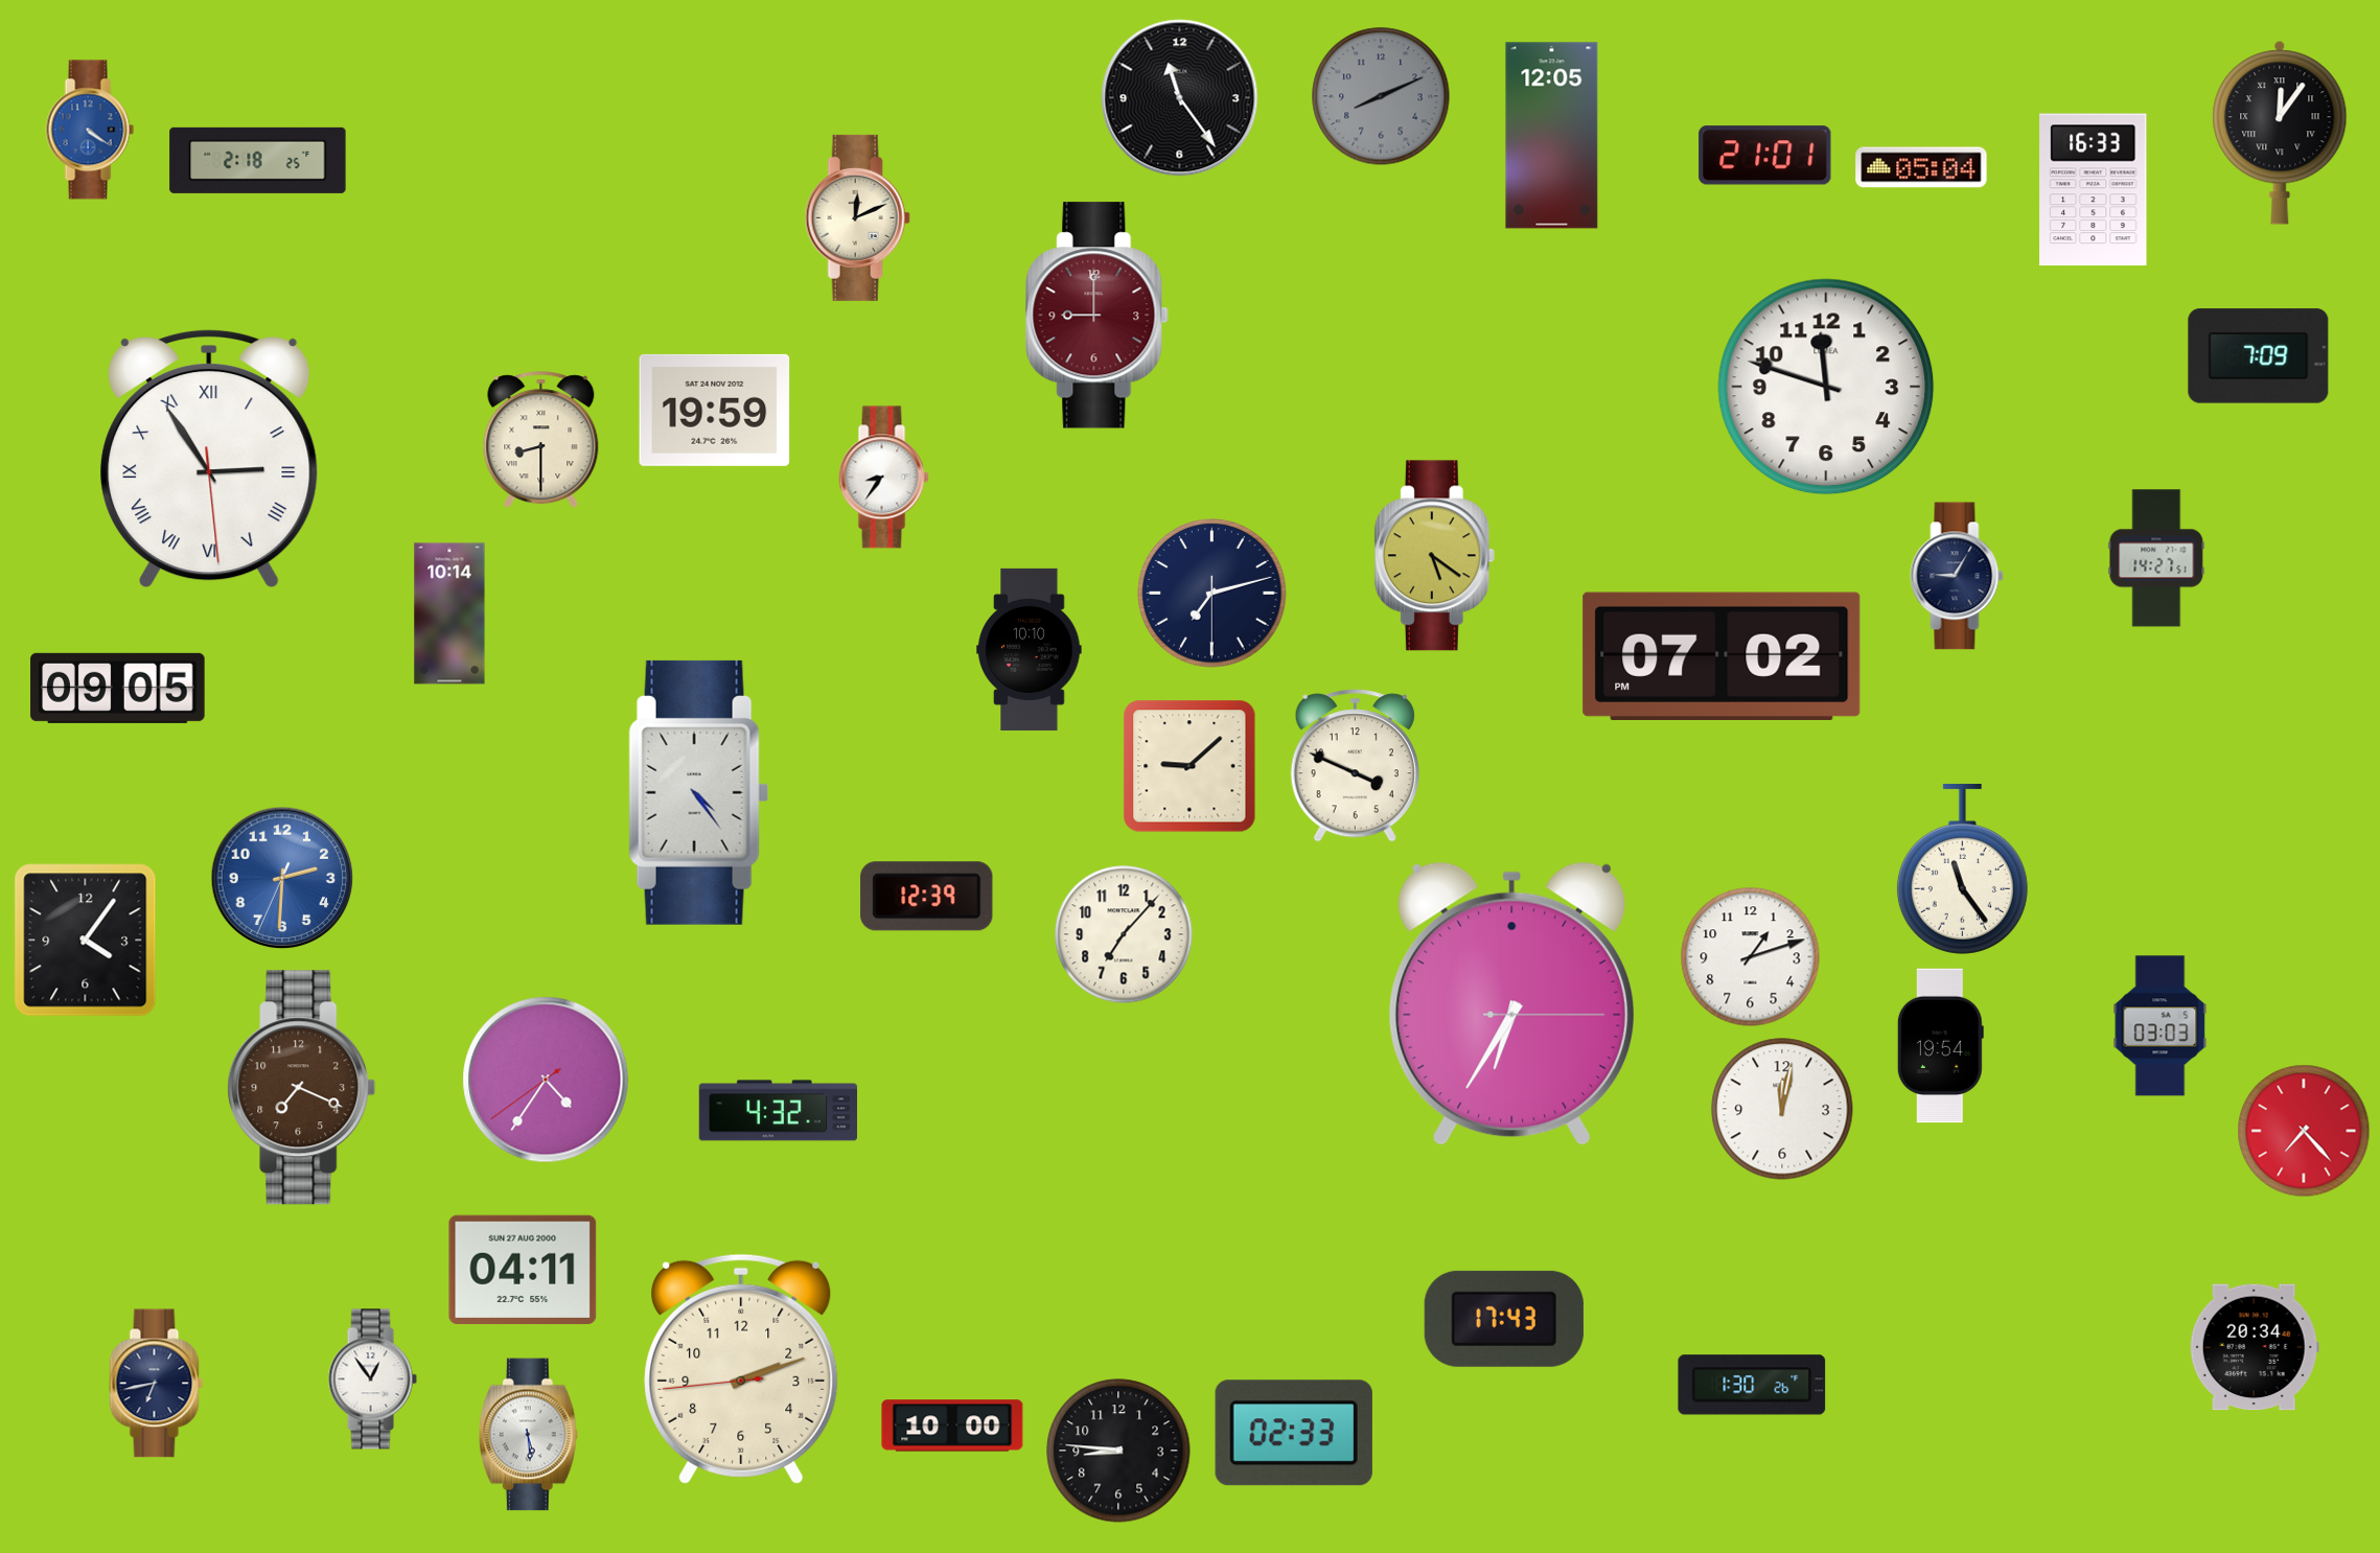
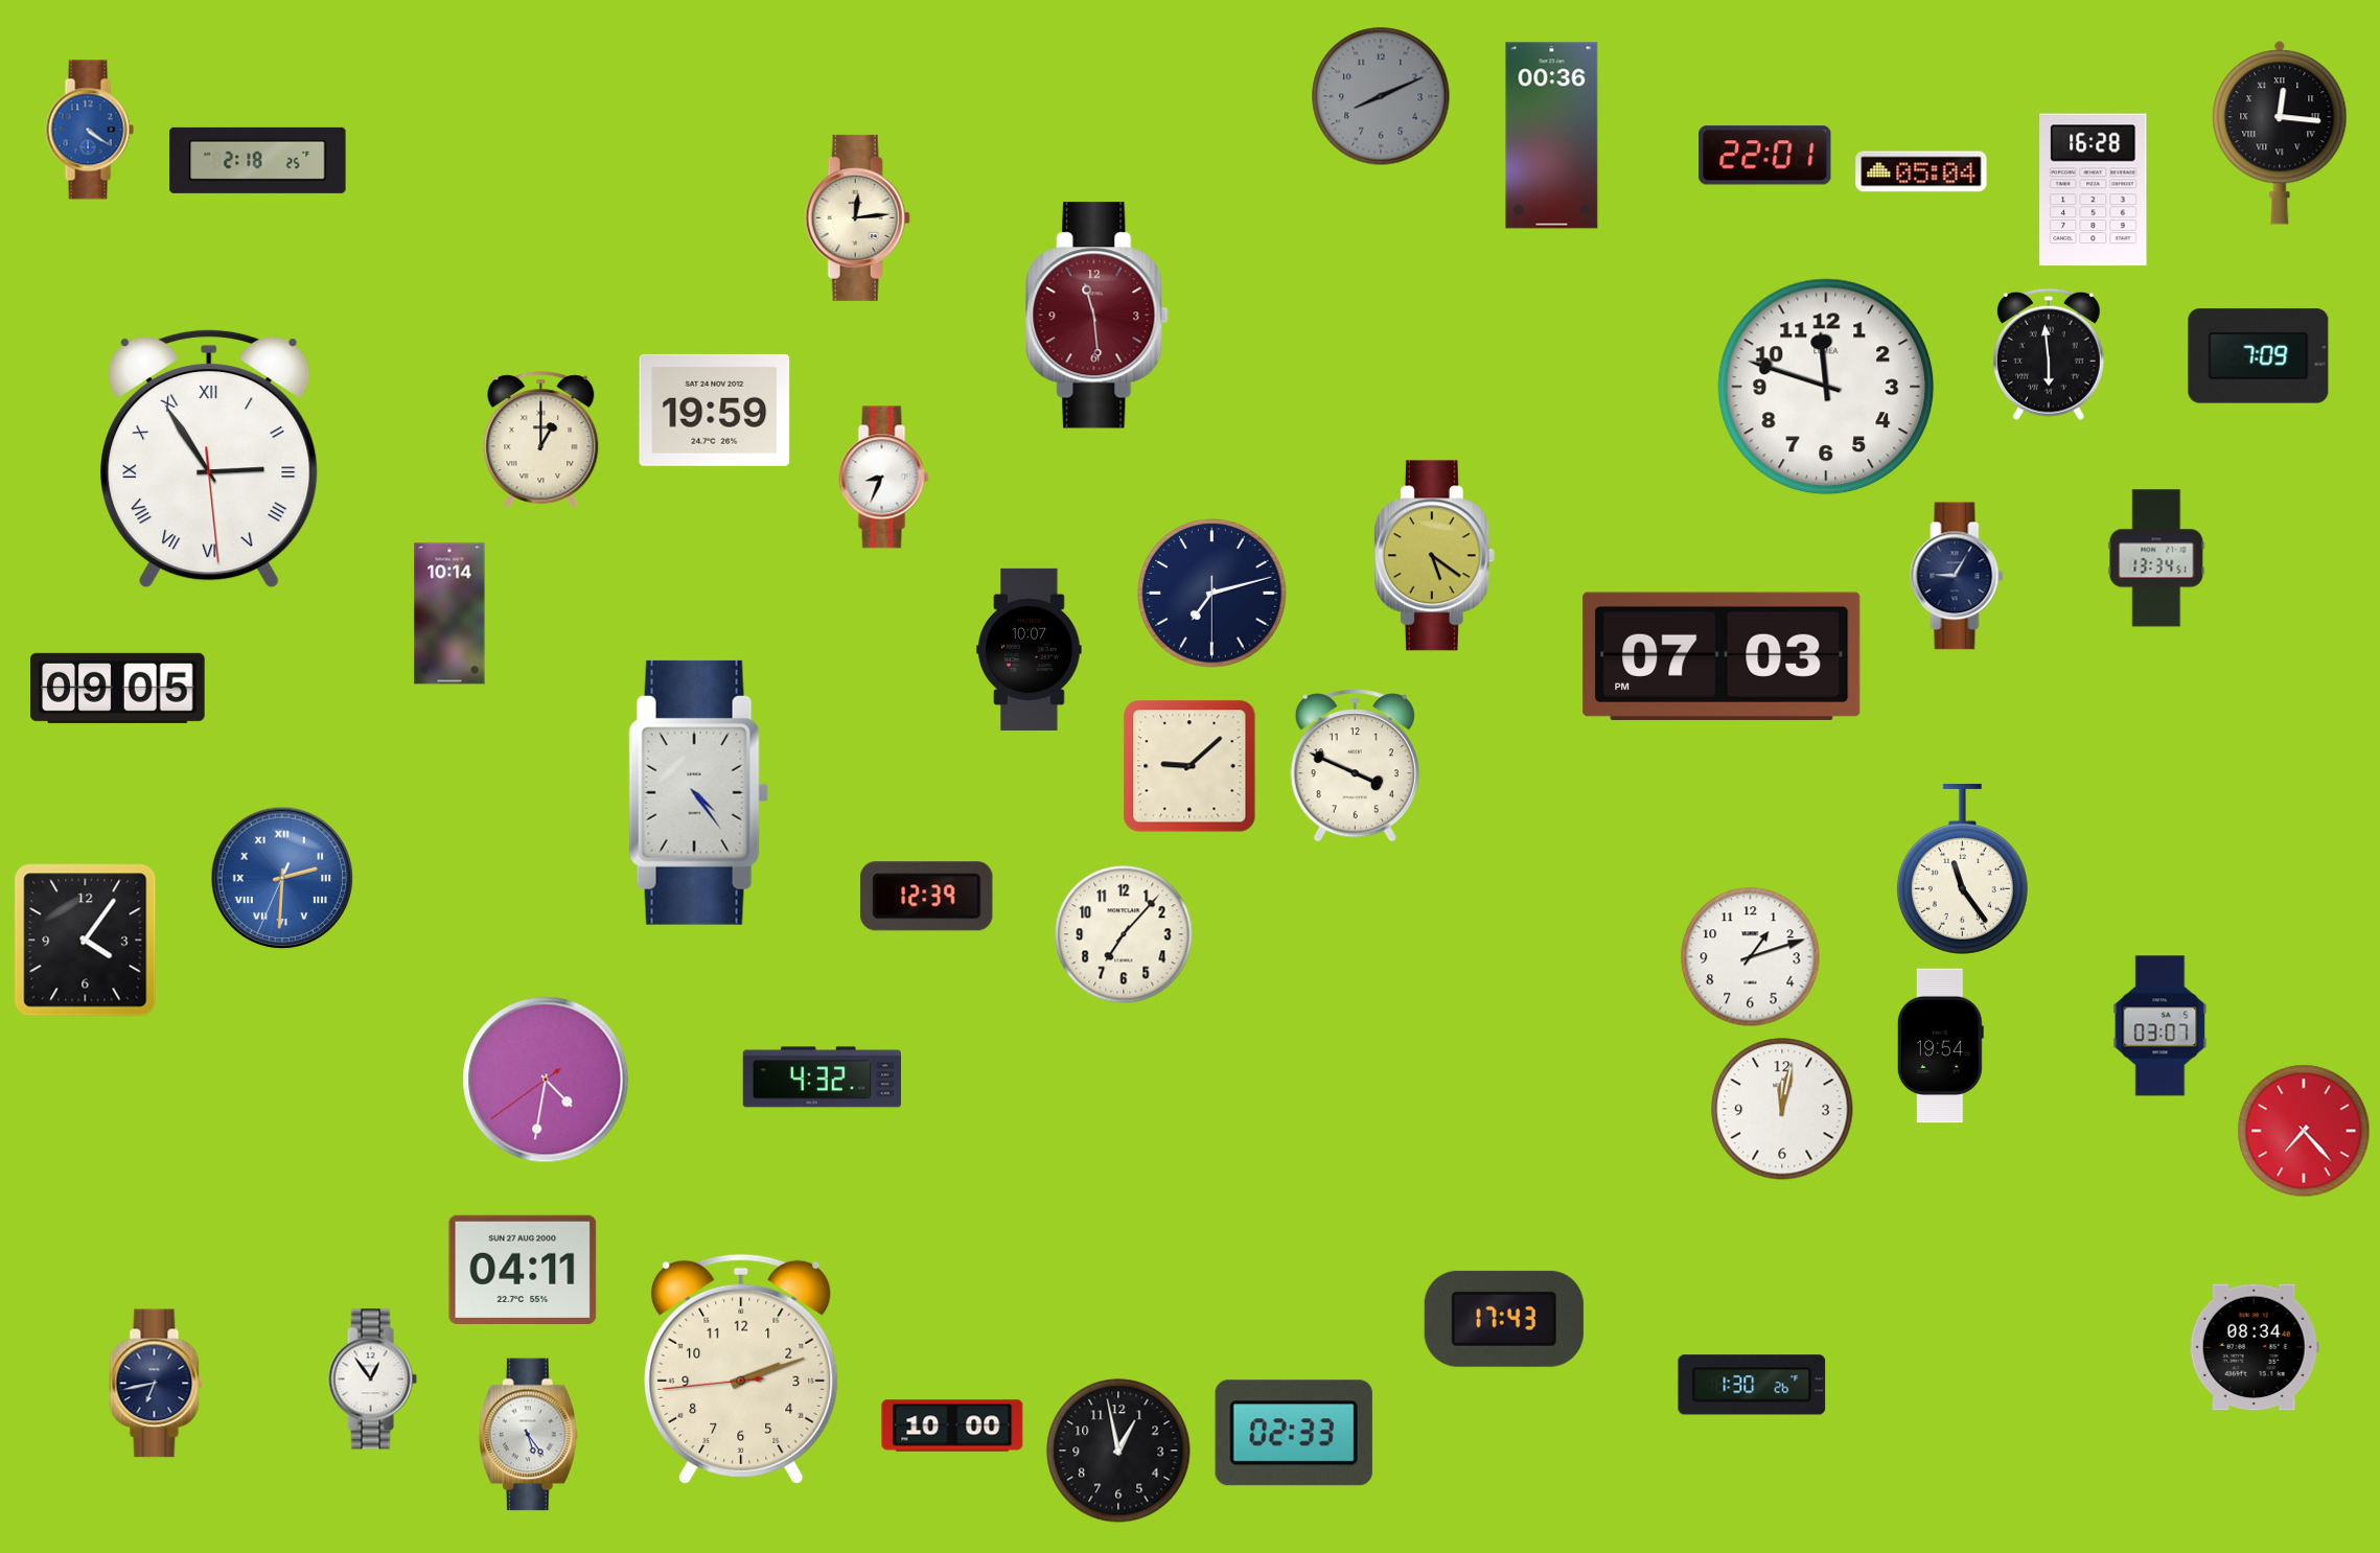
clock at (1180, 98): 11:24 -> none
clock at (2280, 133): 12:06 -> 12:16
clock at (1552, 136): 12:05 -> 00:36
clock at (1765, 156): 21:01 -> 22:01
clock at (1921, 167) position: (1921, 167) -> (1921, 171)
clock at (2094, 190): 16:33 -> 16:28
clock at (857, 217): 12:11 -> 12:14
clock at (1097, 316): 9:00 -> 11:29
clock at (2049, 354): none -> 5:59
clock at (541, 440): 8:30 -> 1:00
clock at (884, 478): 8:36 -> 8:34
clock at (2156, 558): 14:27 -> 13:34
clock at (1030, 649): 10:10 -> 10:07
clock at (1722, 656): 07:02 -> 07:03
clock at (282, 878) numerals: Arabic -> Roman
clock at (1511, 1003): 6:35 -> none
clock at (2161, 1026): 03:03 -> 03:07
clock at (546, 1080): 4:35 -> 4:31
clock at (302, 1088): 7:19 -> none
clock at (778, 1111) position: (778, 1111) -> (822, 1077)
clock at (2255, 1347): 20:34 -> 08:34
clock at (528, 1435): 5:29 -> 5:24
clock at (1118, 1451): 8:46 -> 12:58
